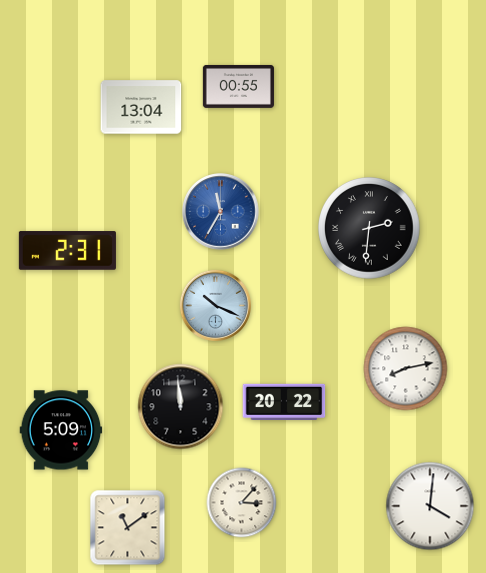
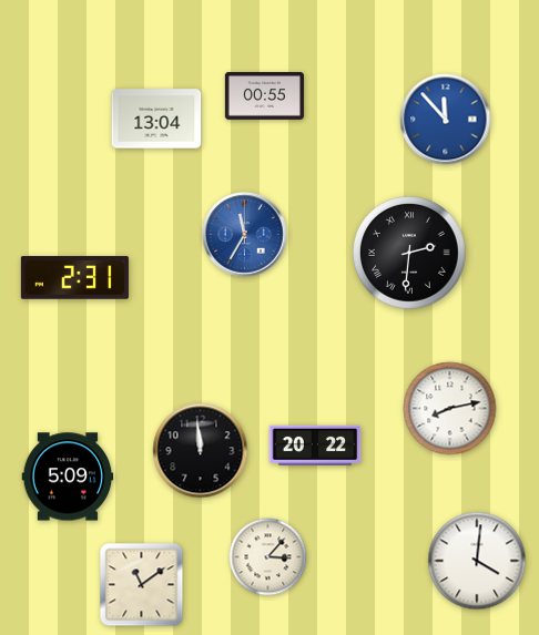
clock at (446, 120): none -> 11:53
clock at (215, 305): 10:19 -> none
